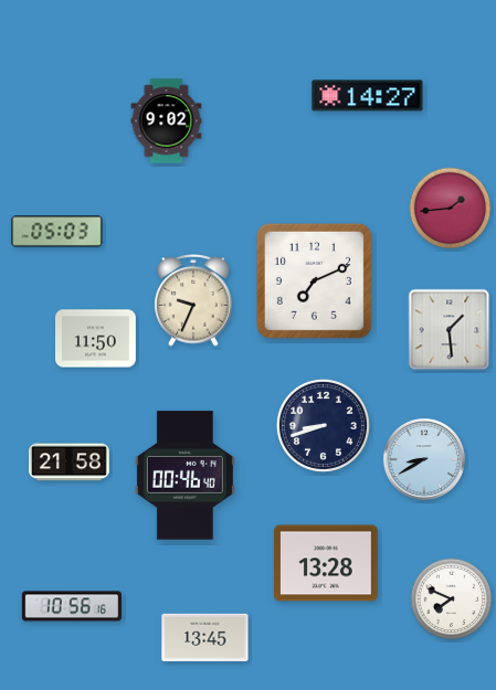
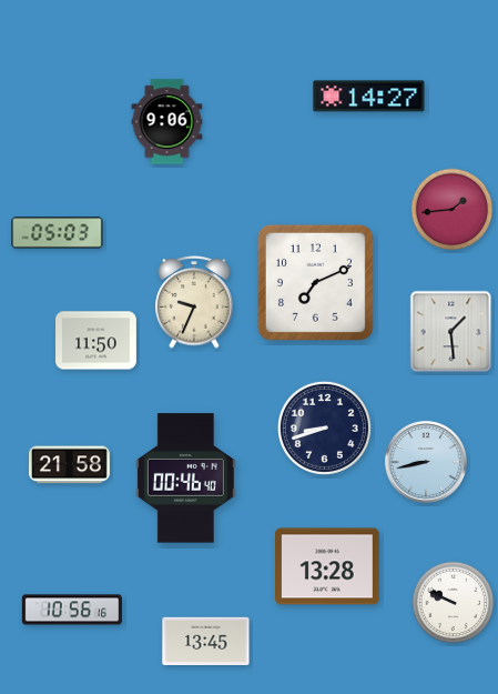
clock at (167, 121): 9:02 -> 9:06
clock at (424, 459): 8:40 -> 8:43
clock at (452, 599): 7:49 -> 9:49
